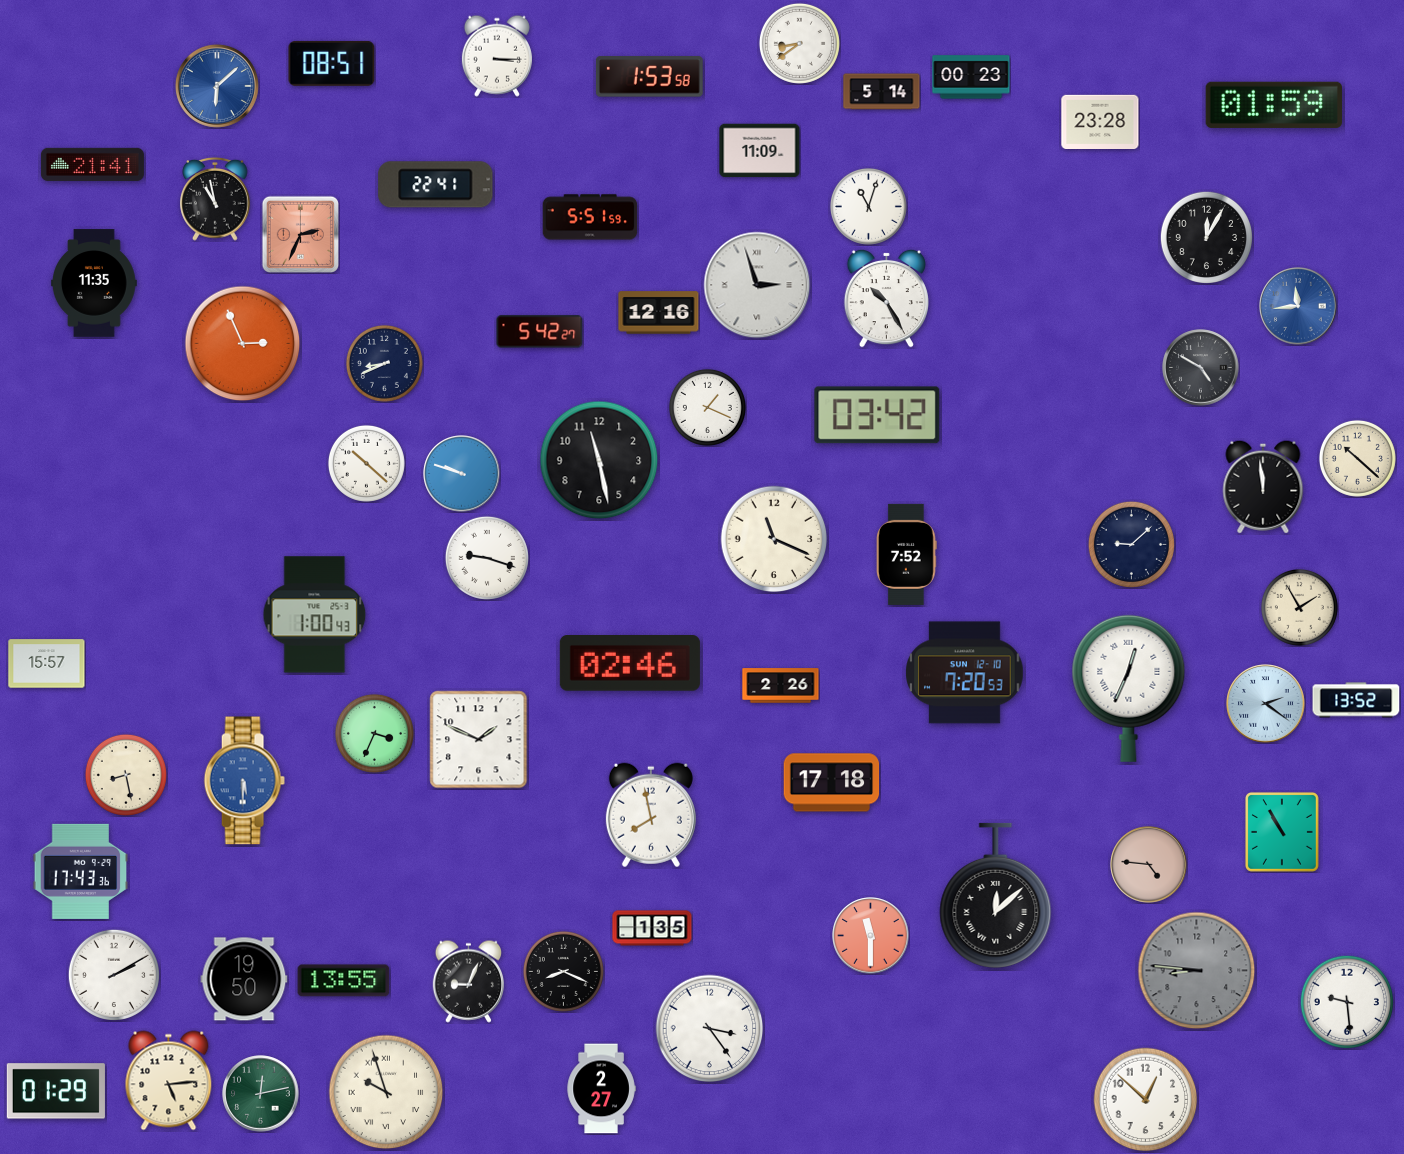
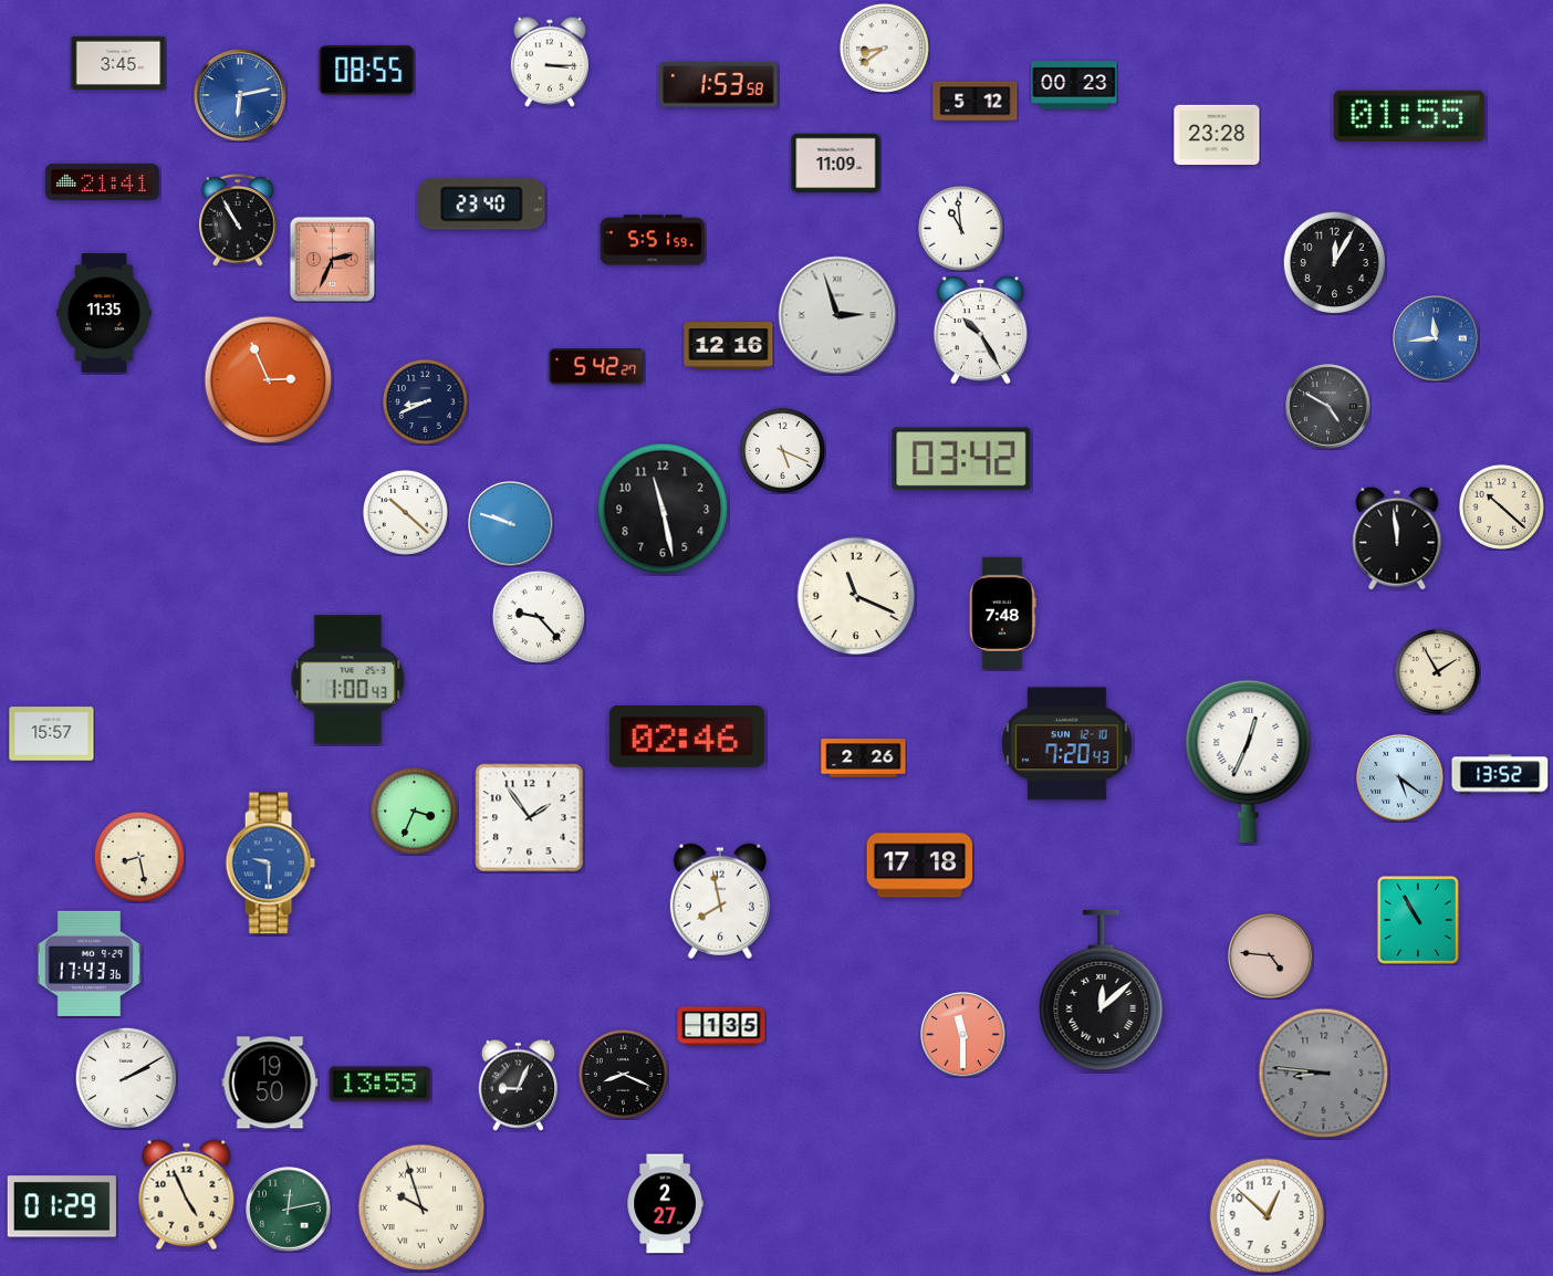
clock at (118, 63): none -> 3:45
clock at (332, 63): 08:51 -> 08:55
clock at (217, 86): 6:08 -> 6:13
clock at (882, 92): 5:14 -> 5:12
clock at (1273, 105): 01:59 -> 01:55
clock at (760, 151) position: (760, 151) -> (836, 164)
clock at (436, 185): 22:41 -> 23:40
clock at (215, 199): 10:58 -> 10:55
clock at (868, 206): 11:03 -> 10:59
clock at (707, 407): 1:19 -> 5:19
clock at (877, 415) position: (877, 415) -> (961, 459)
clock at (1131, 544): 9:08 -> none
clock at (907, 554): 7:52 -> 7:48
clock at (487, 558): 9:18 -> 9:23
clock at (630, 664) position: (630, 664) -> (687, 738)
clock at (965, 673): 7:20:53 -> 7:20:43
clock at (1266, 704): 2:21 -> 5:21
clock at (479, 740): 1:49 -> 1:54
clock at (244, 781): 5:30 -> 9:30
clock at (1346, 1001): 9:29 -> none
clock at (710, 1029): 3:24 -> none
clock at (169, 1081): 5:14 -> 4:56
clock at (386, 1092) position: (386, 1092) -> (421, 1207)
